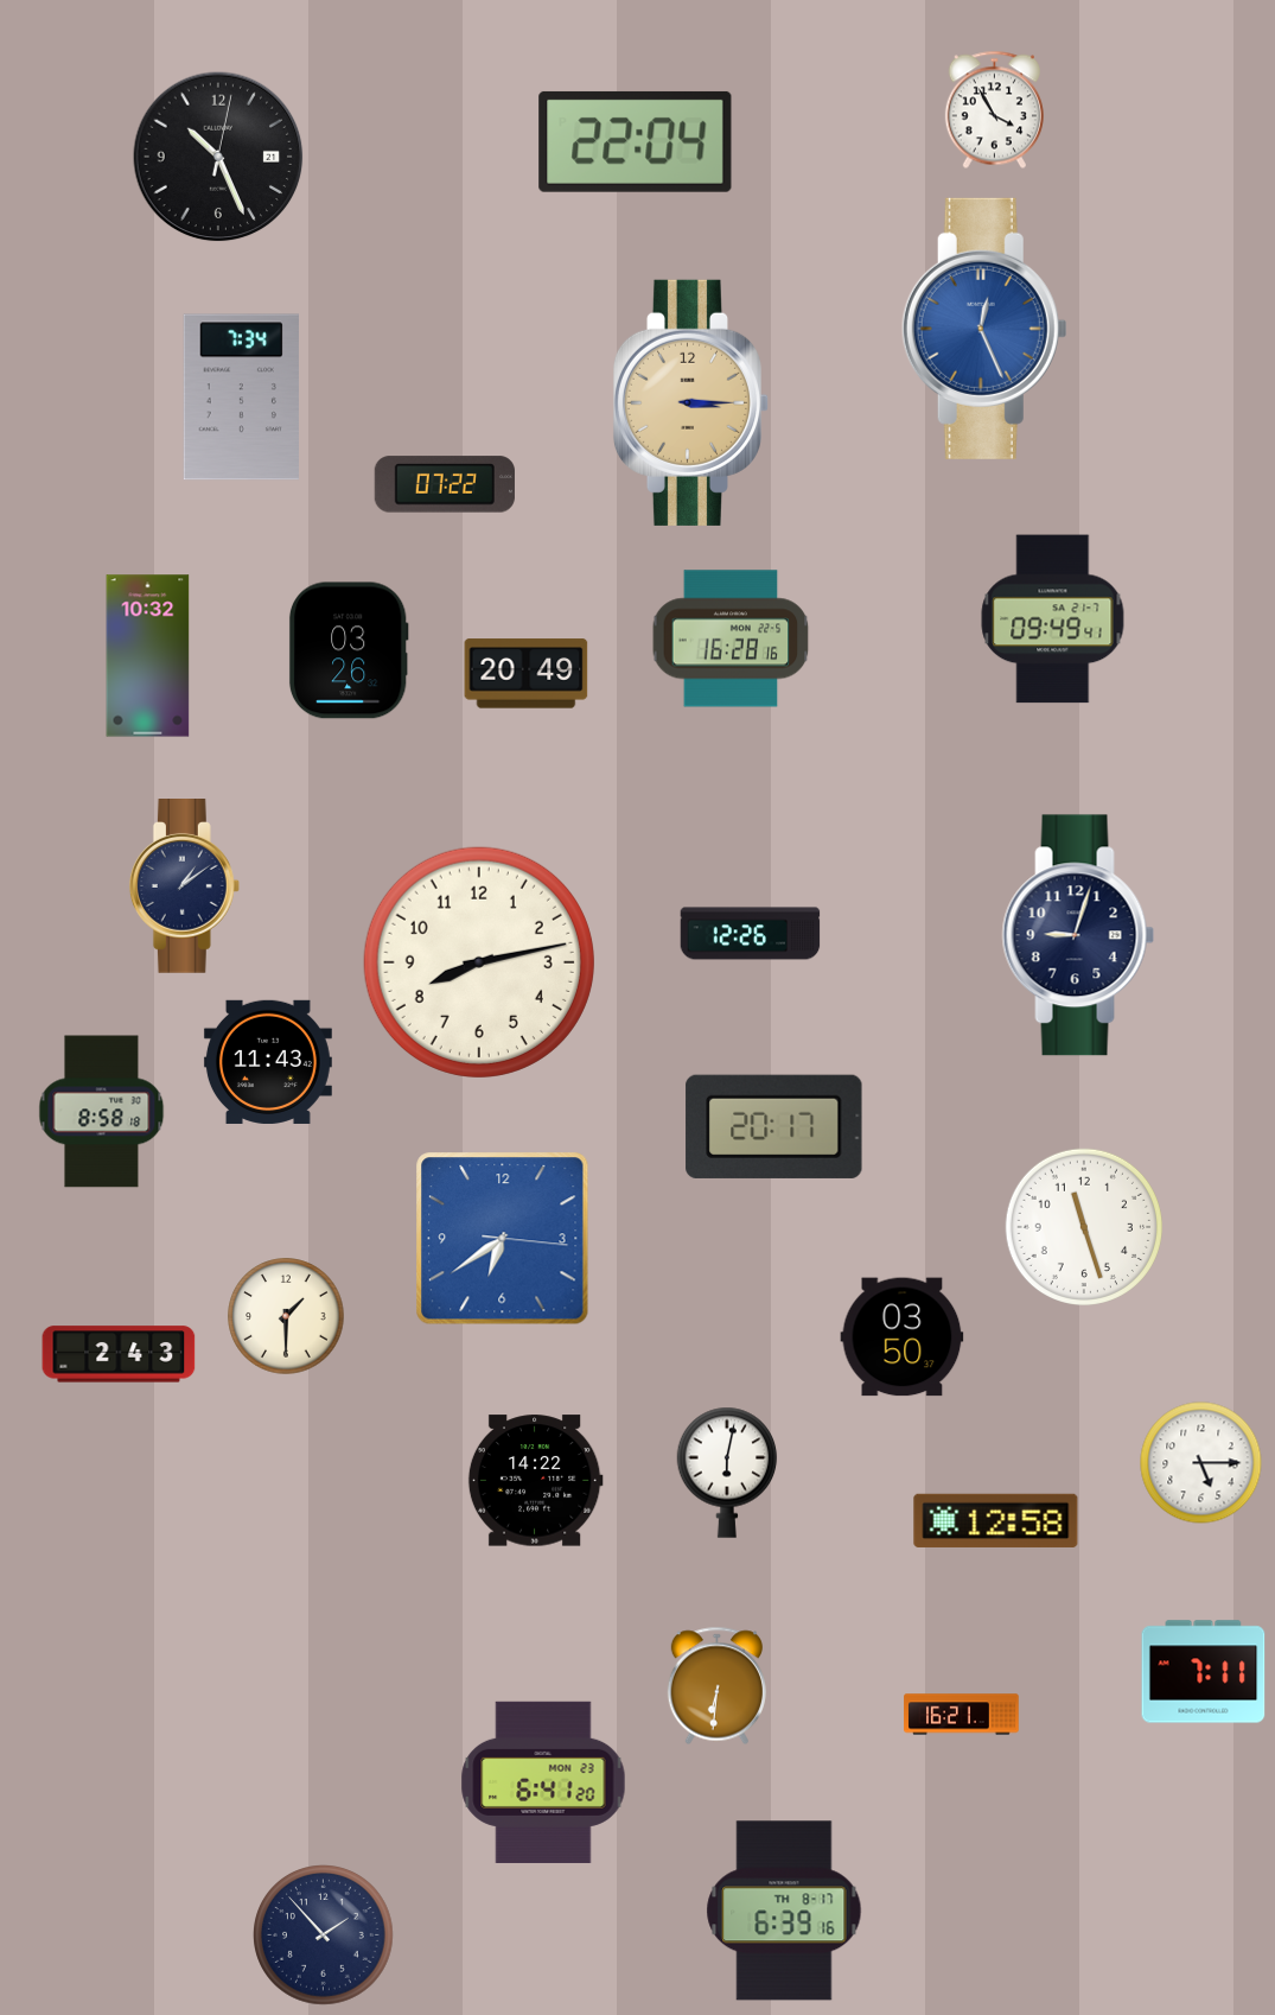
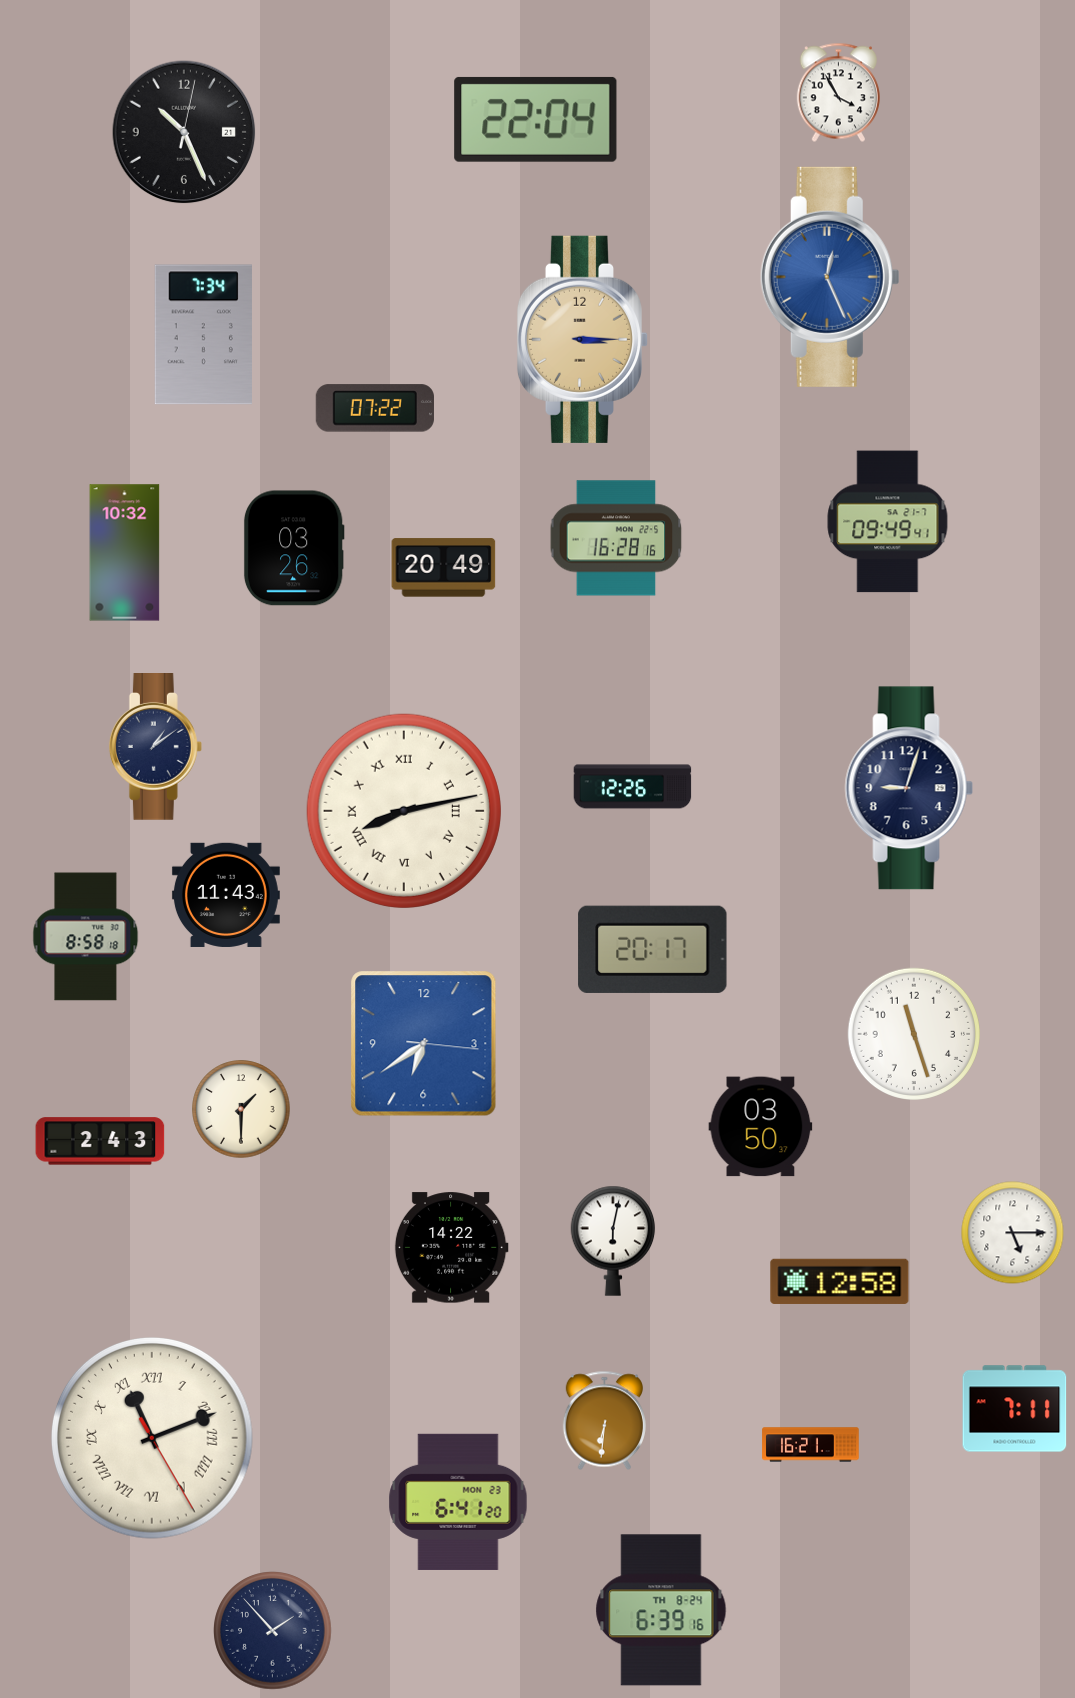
clock at (479, 962) numerals: Arabic -> Roman
clock at (152, 1438): none -> 11:11
clock at (784, 1911) date: TH 8-17 -> TH 8-24
